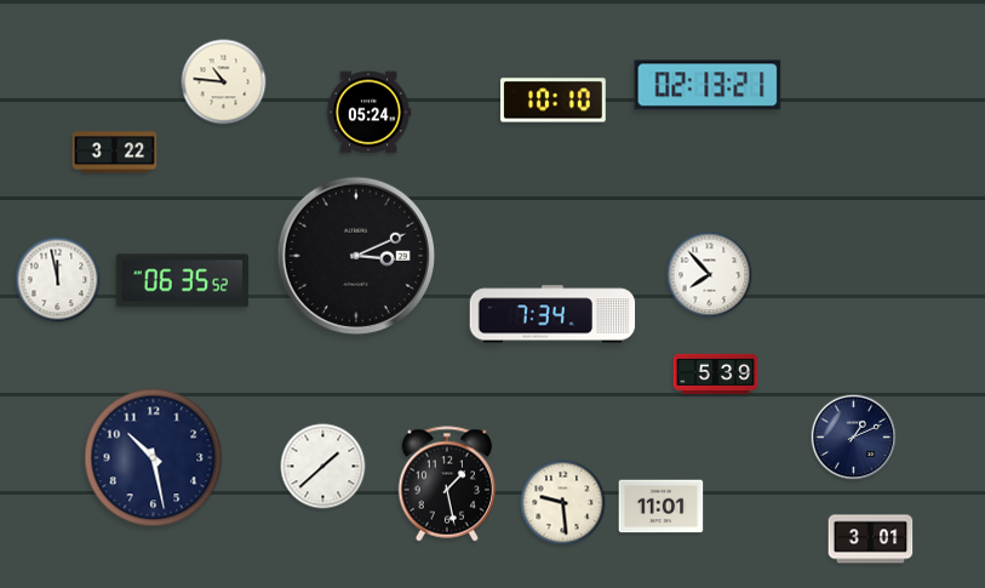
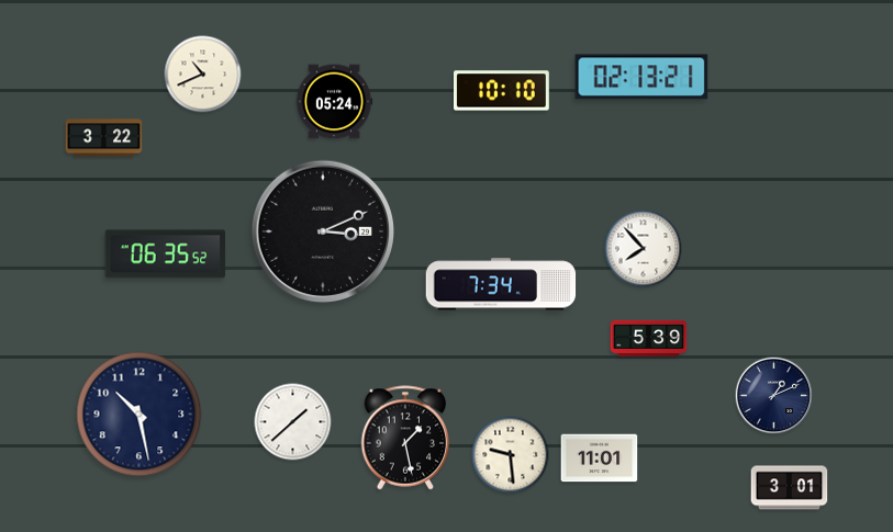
clock at (224, 82): 10:46 -> 10:41
clock at (58, 280): 11:58 -> none
